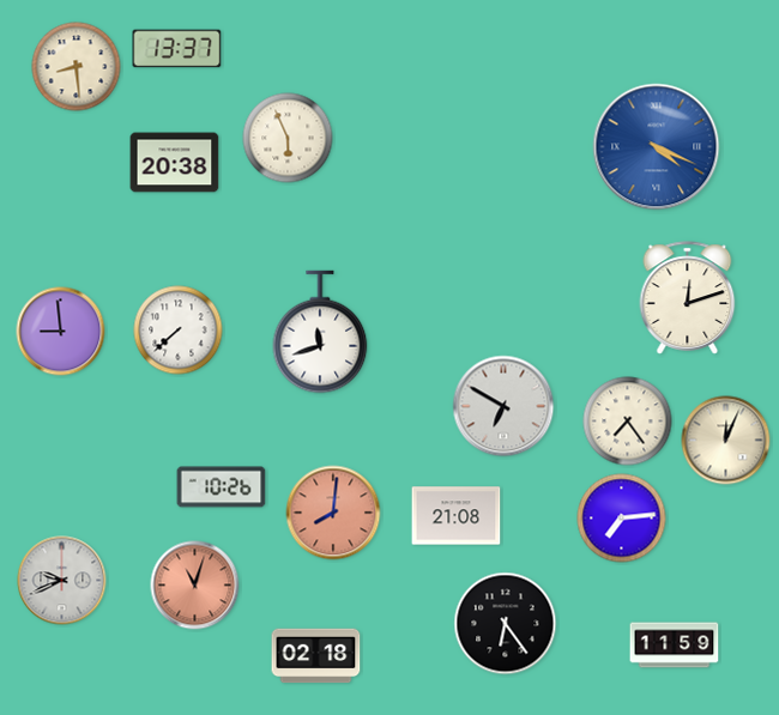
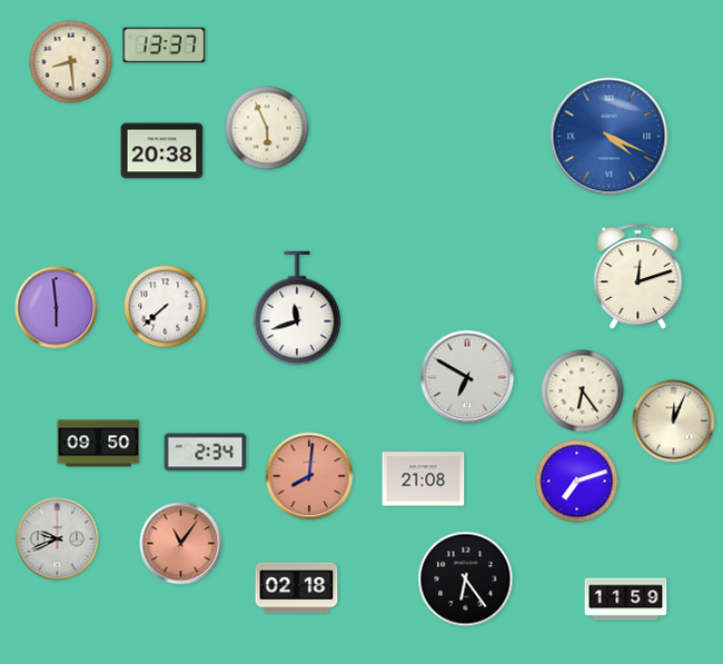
clock at (61, 332): 8:59 -> 5:59
clock at (628, 422): 7:24 -> 6:24
clock at (726, 441) position: (726, 441) -> (674, 422)
clock at (99, 444): none -> 09:50
clock at (222, 487): 10:26 -> 2:34
clock at (622, 519): 7:14 -> 7:12
clock at (195, 586): 11:03 -> 11:06
clock at (506, 624) position: (506, 624) -> (466, 579)
clock at (316, 656) position: (316, 656) -> (297, 588)
